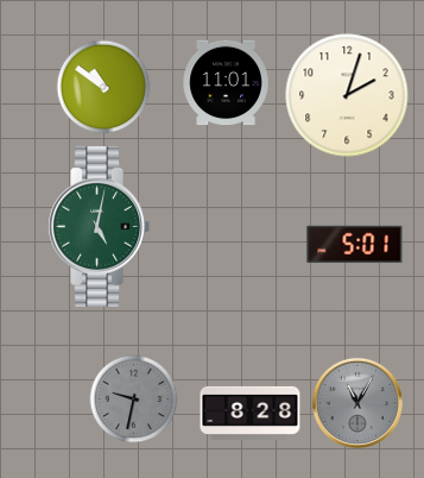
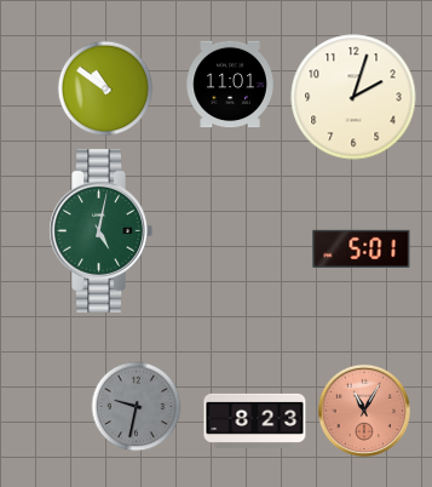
clock at (357, 403) dial: grey -> salmon
clock at (251, 413): 8:28 -> 8:23
